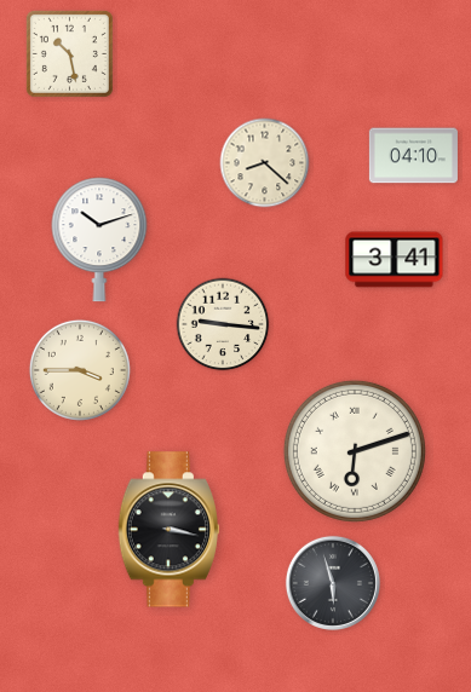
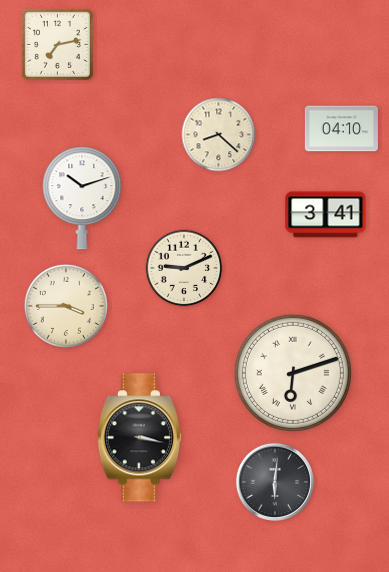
clock at (69, 53): 10:28 -> 7:13
clock at (223, 324): 9:16 -> 9:11
clock at (333, 583): 5:57 -> 6:01
